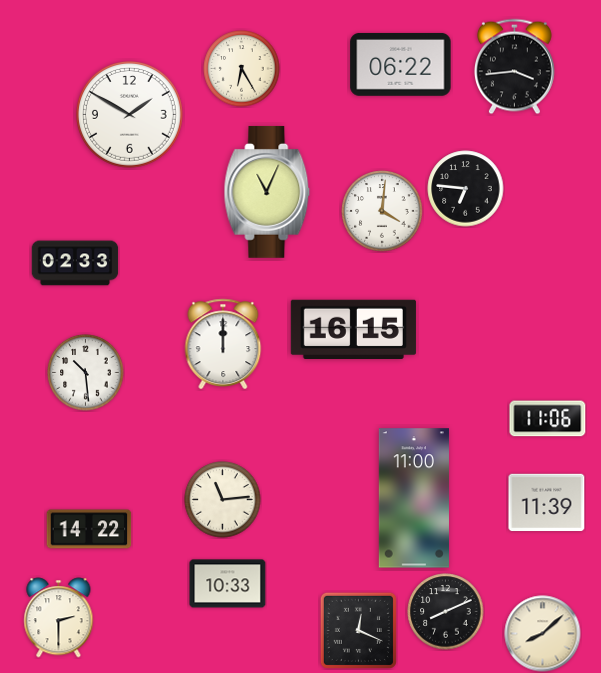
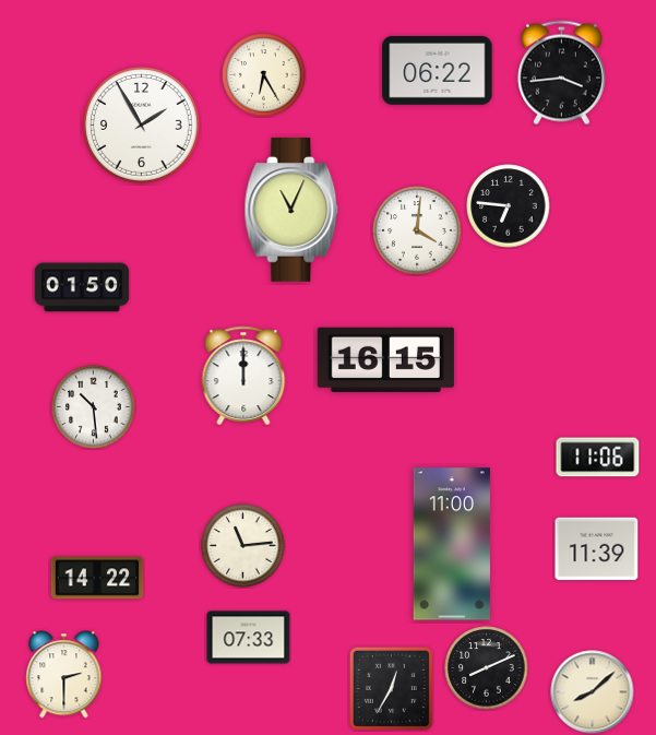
clock at (130, 115): 1:50 -> 1:55
clock at (75, 263): 02:33 -> 01:50
clock at (228, 584): 10:33 -> 07:33
clock at (358, 630): 12:19 -> 12:35
